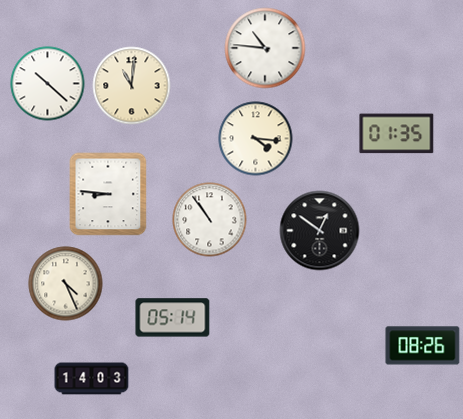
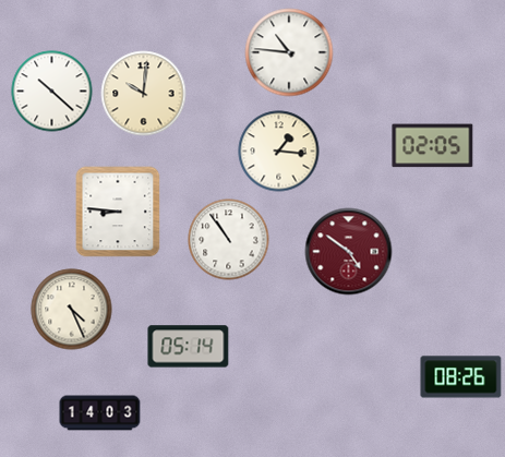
clock at (132, 86): 11:01 -> 10:01
clock at (397, 134): 01:35 -> 02:05
clock at (256, 139): 4:16 -> 1:16
clock at (320, 231): 12:51 -> 4:51
clock at (320, 231) dial: black -> burgundy
